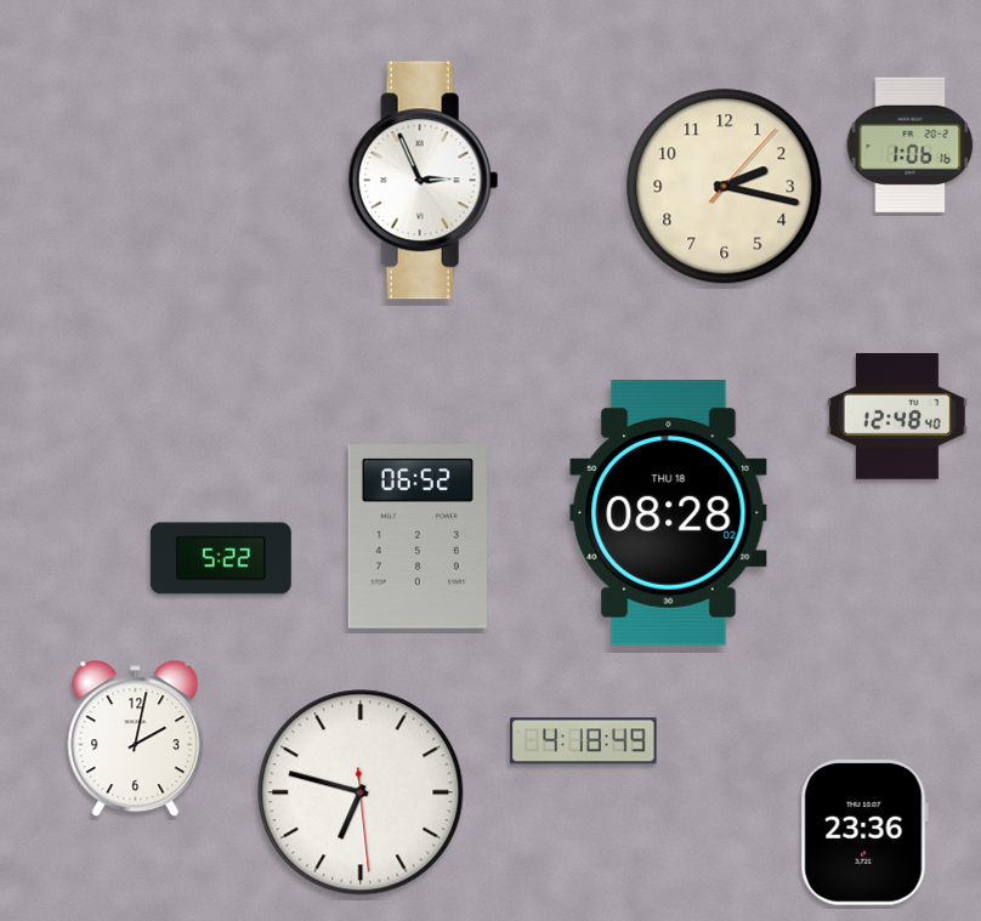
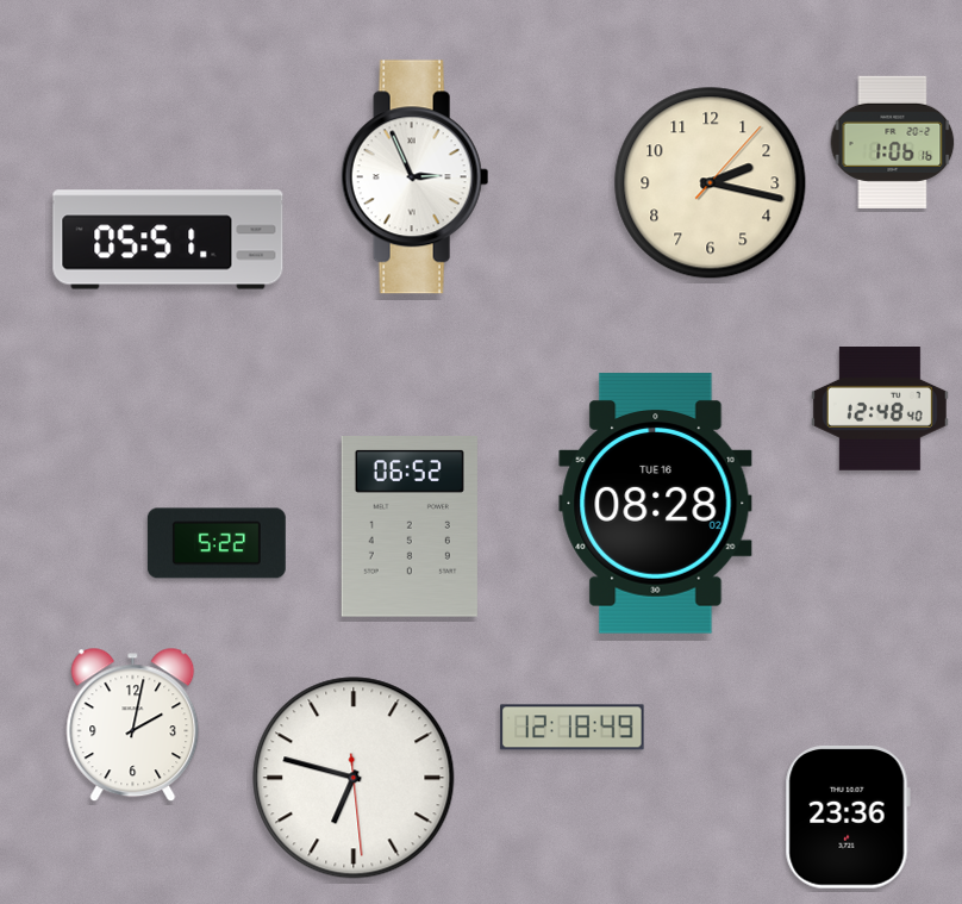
clock at (168, 239): none -> 05:51
clock at (669, 513) date: THU 18 -> TUE 16
clock at (221, 558) position: (221, 558) -> (217, 543)
clock at (584, 741): 4:18 -> 12:18
